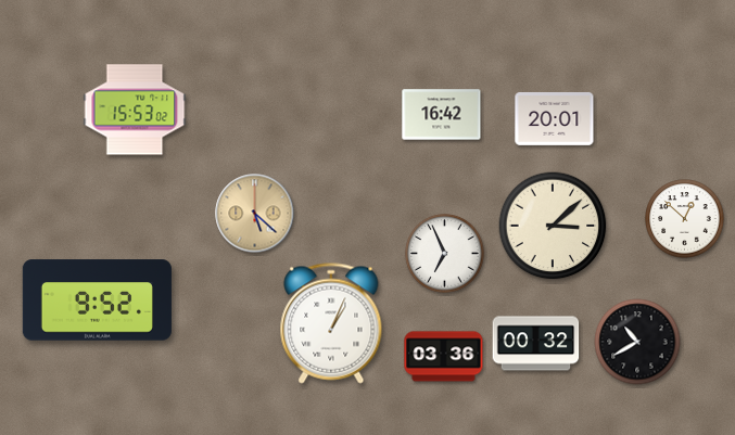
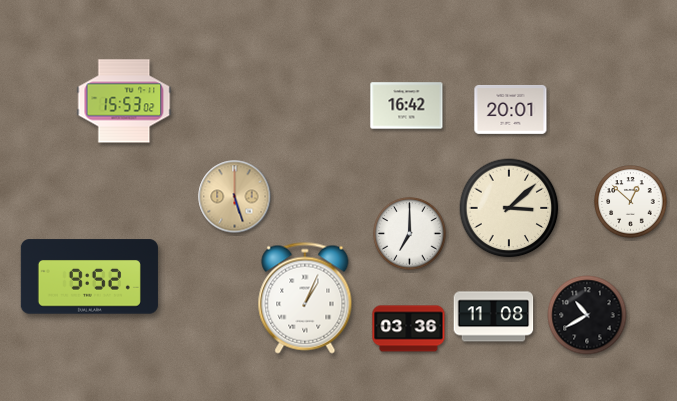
clock at (255, 214): 5:22 -> 5:27
clock at (445, 254): 6:56 -> 7:00
clock at (536, 344): 00:32 -> 11:08
